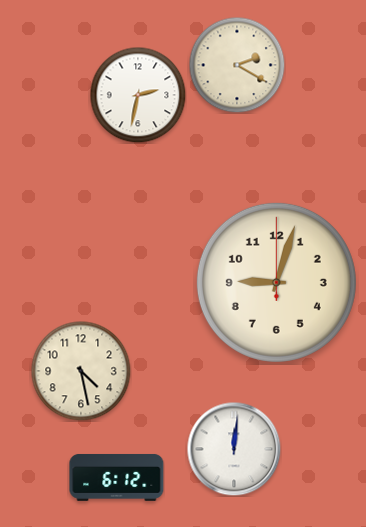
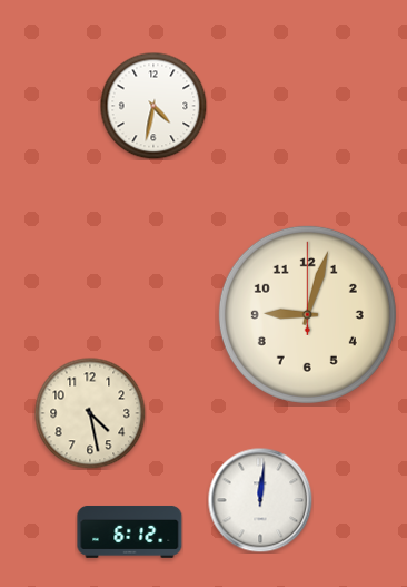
clock at (237, 65): 2:20 -> none
clock at (138, 95): 2:32 -> 4:32
